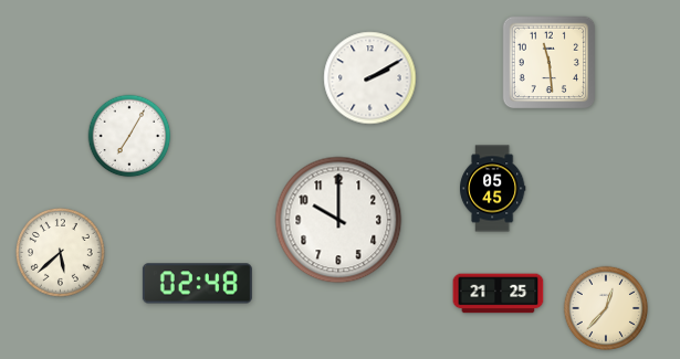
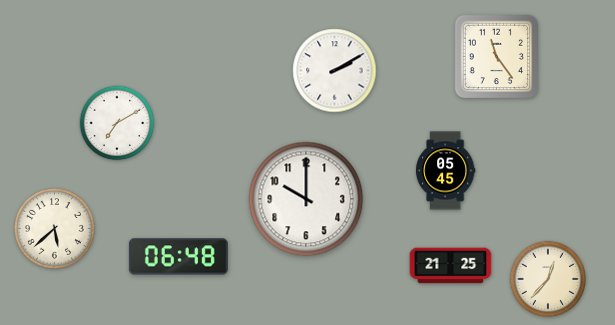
clock at (550, 63): 11:29 -> 11:24
clock at (129, 136): 7:05 -> 7:10
clock at (197, 284): 02:48 -> 06:48
